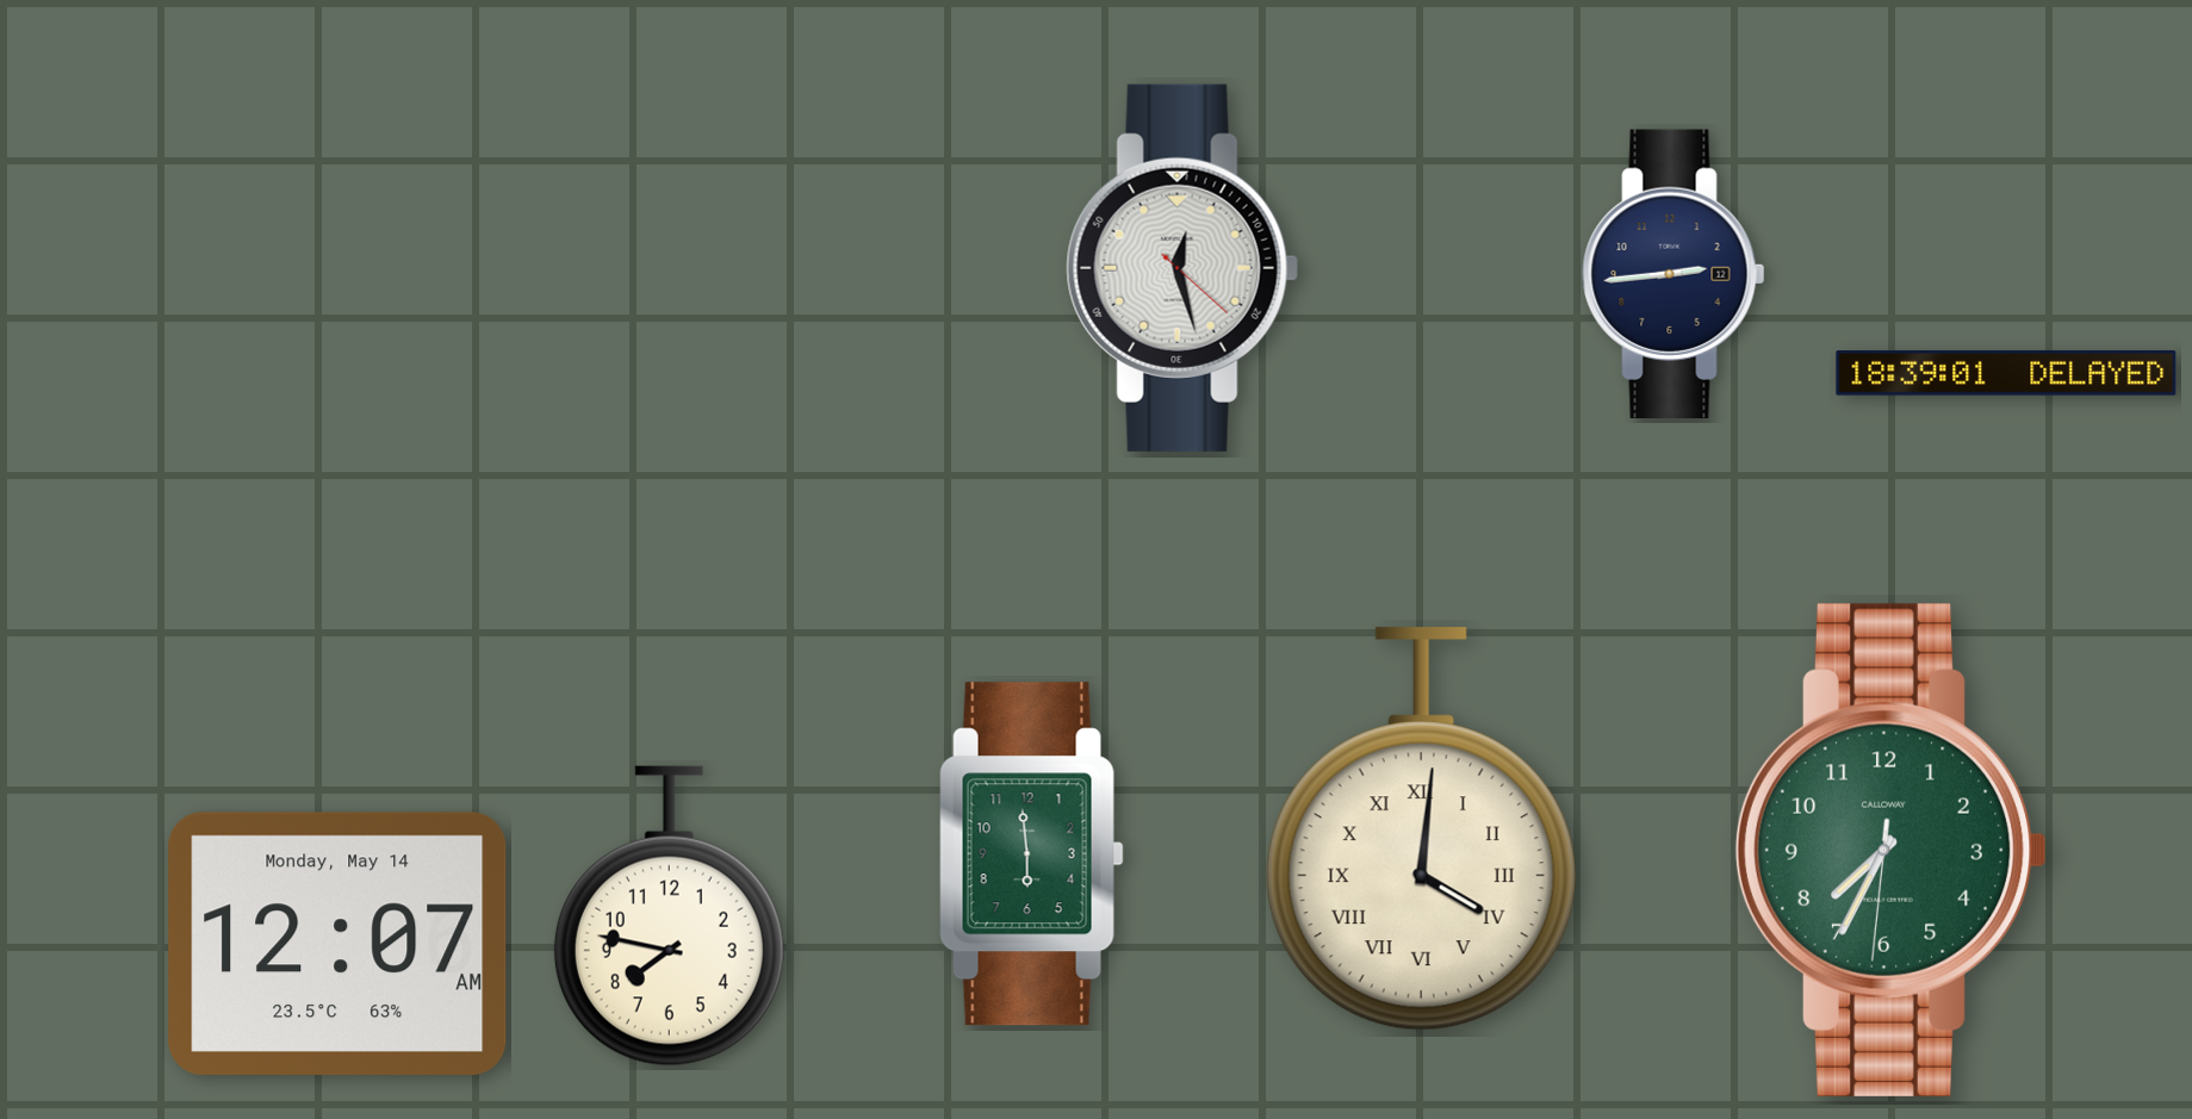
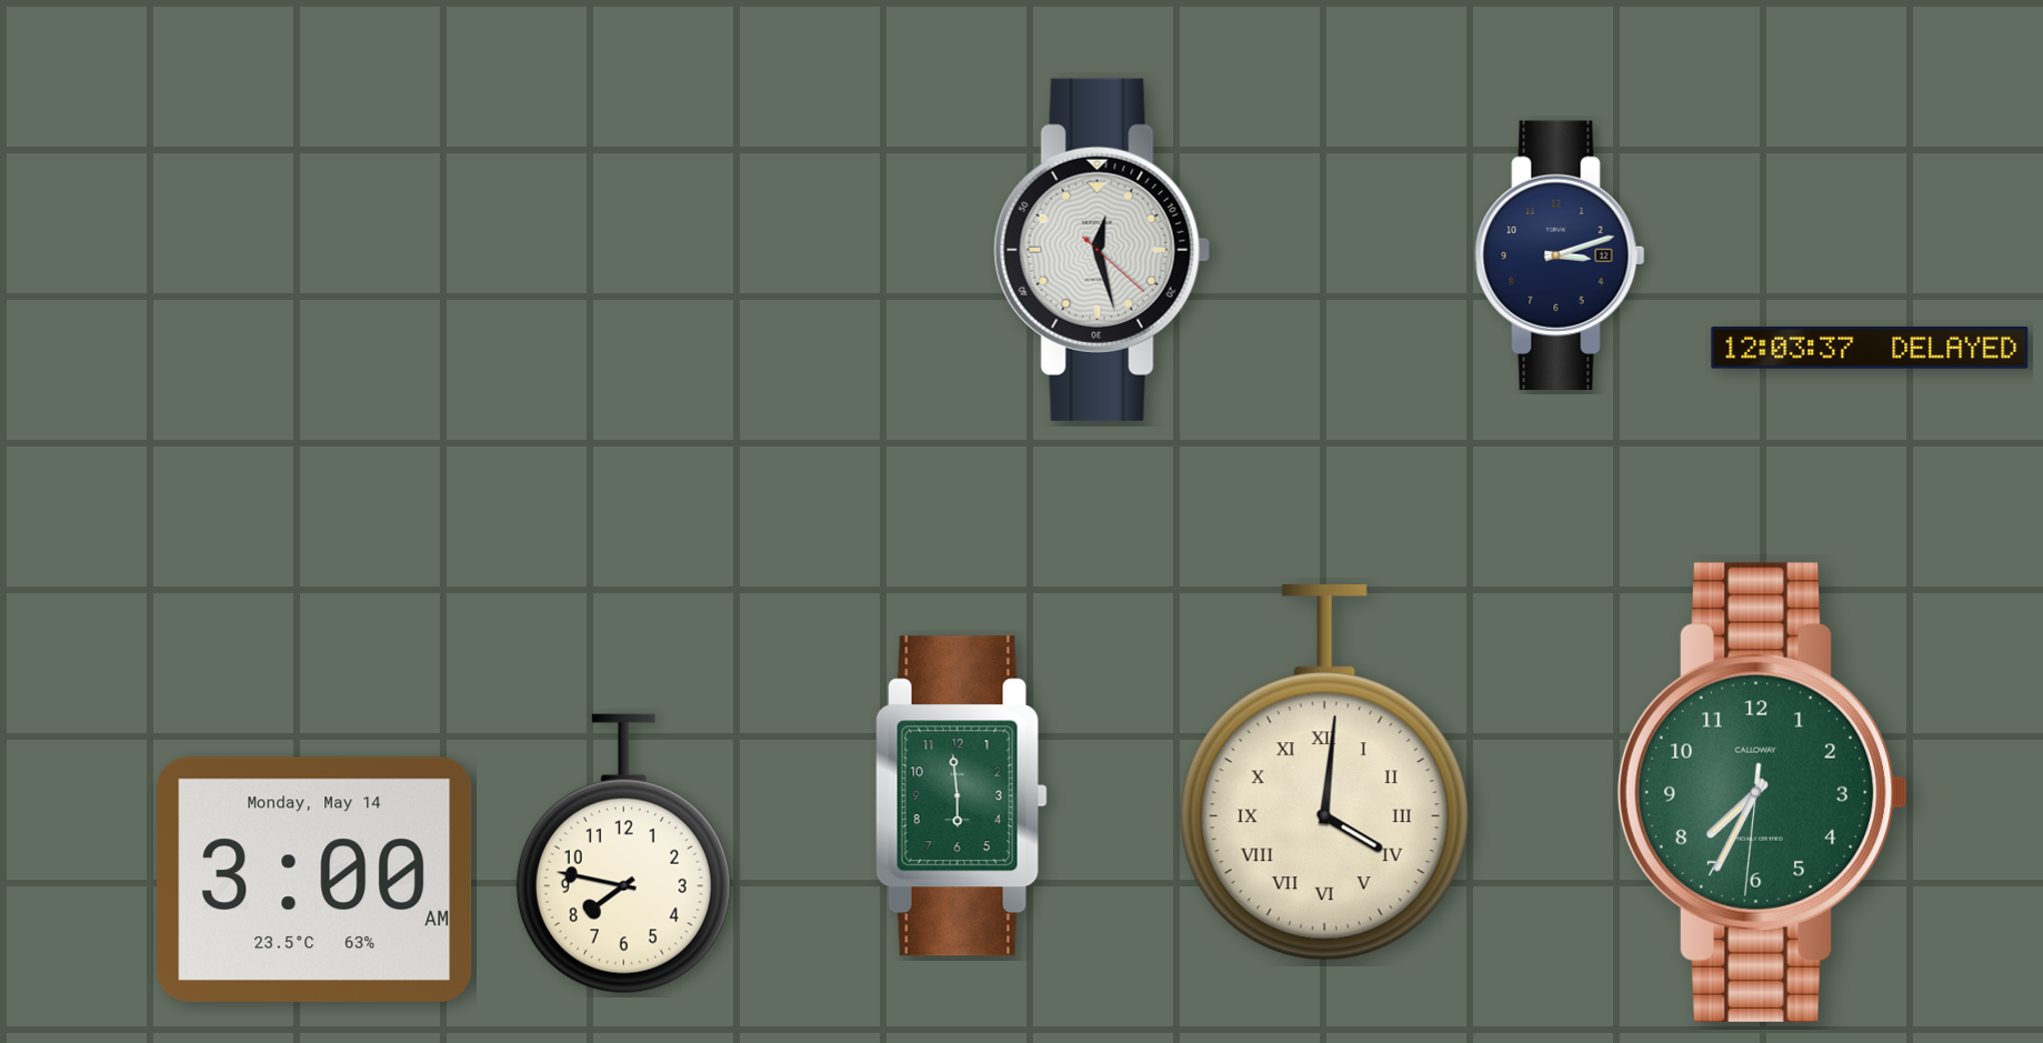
clock at (1674, 273): 2:44 -> 3:12
clock at (2006, 374): 18:39 -> 12:03
clock at (337, 944): 12:07 -> 3:00
